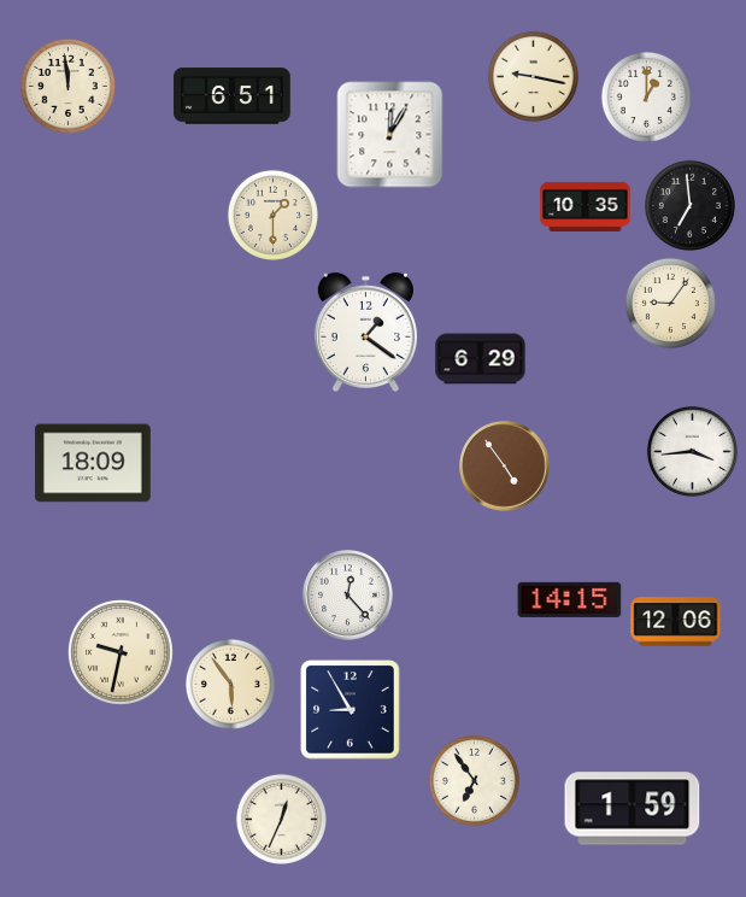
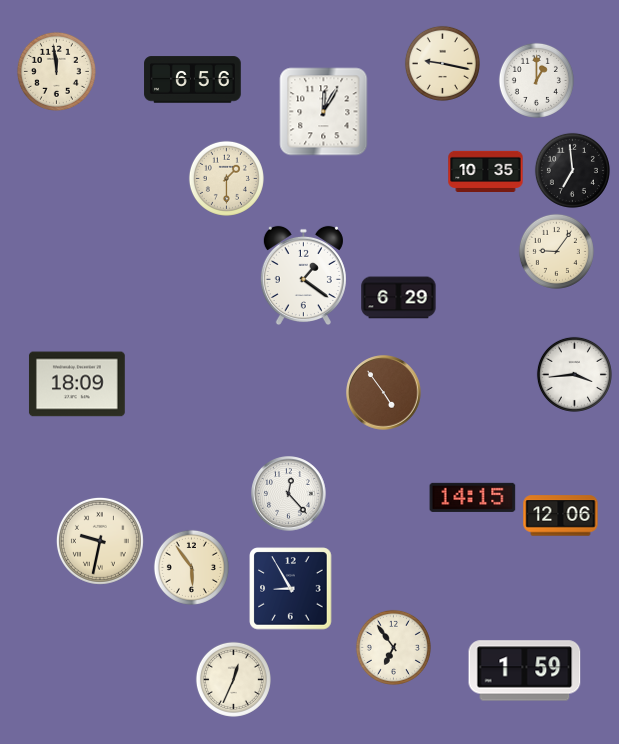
clock at (233, 96): 6:51 -> 6:56
clock at (505, 467) position: (505, 467) -> (384, 393)
